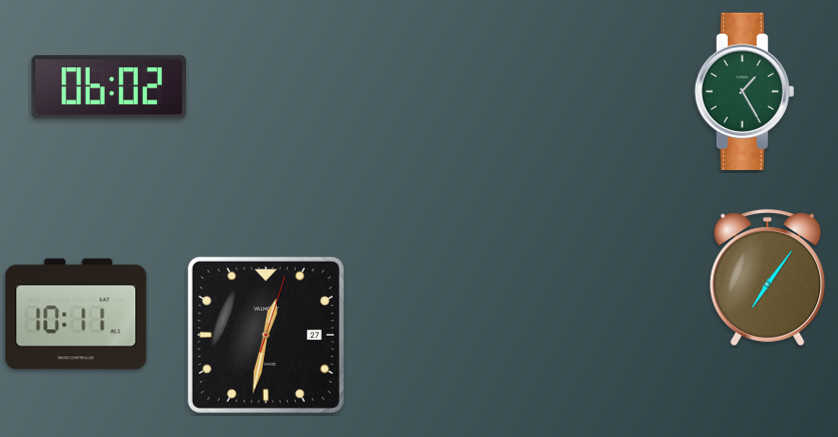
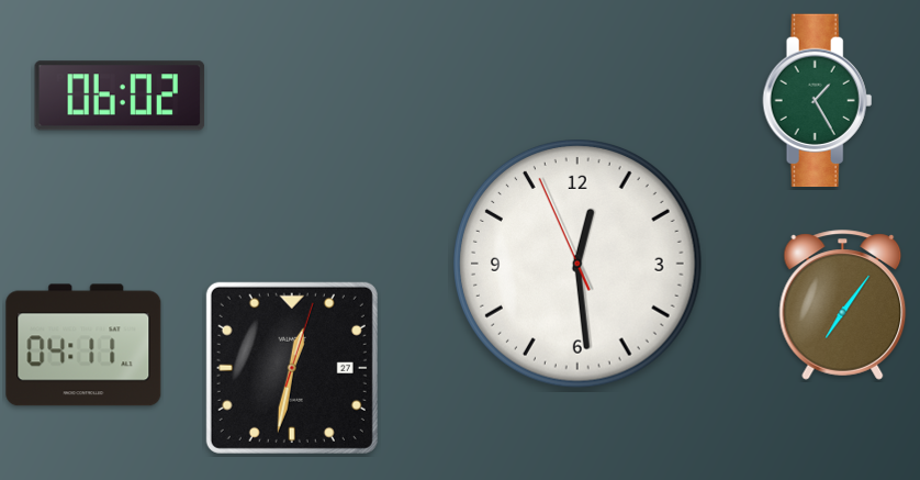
clock at (579, 265): none -> 12:28
clock at (76, 314): 10:11 -> 04:11
